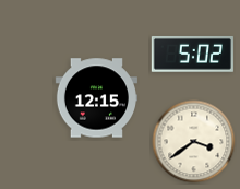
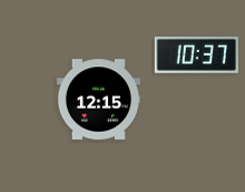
clock at (192, 54): 5:02 -> 10:37
clock at (194, 142): 3:39 -> none
